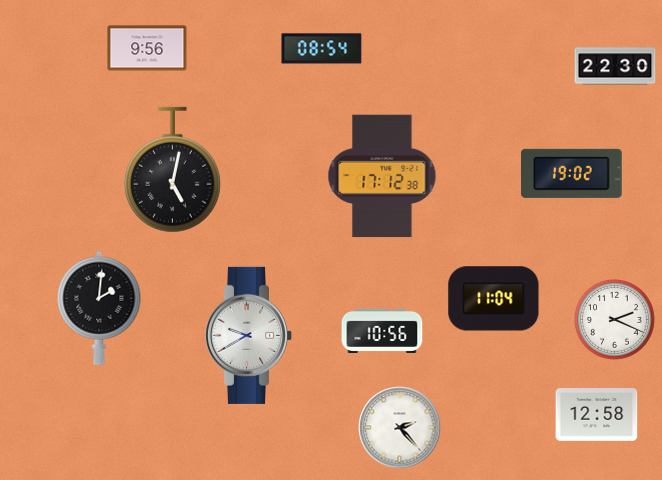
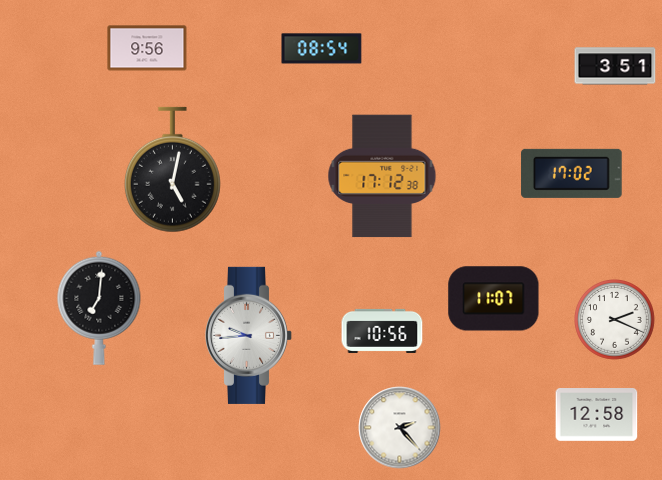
clock at (615, 66): 22:30 -> 3:51
clock at (572, 173): 19:02 -> 17:02
clock at (494, 299): 11:04 -> 11:07
clock at (99, 308): 2:01 -> 7:01
clock at (249, 335): 9:40 -> 9:44
